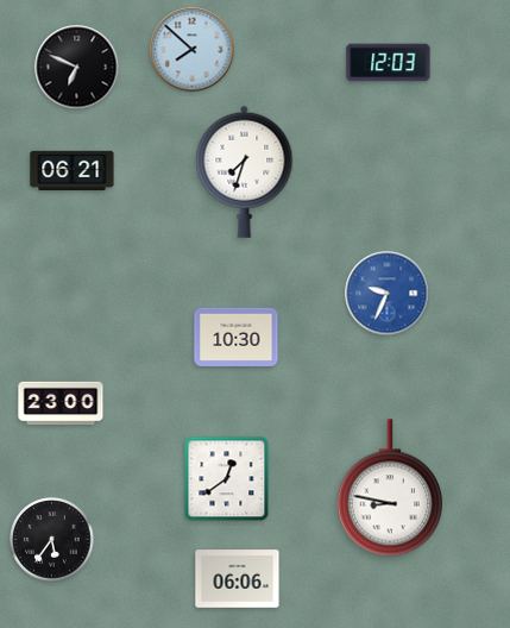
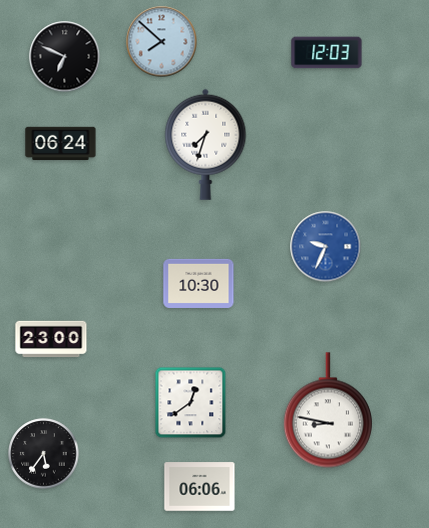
clock at (73, 171): 06:21 -> 06:24
